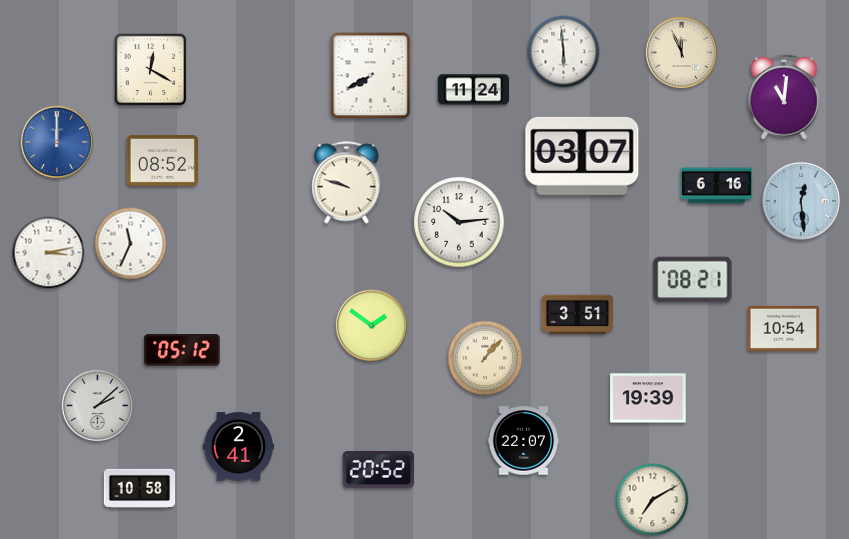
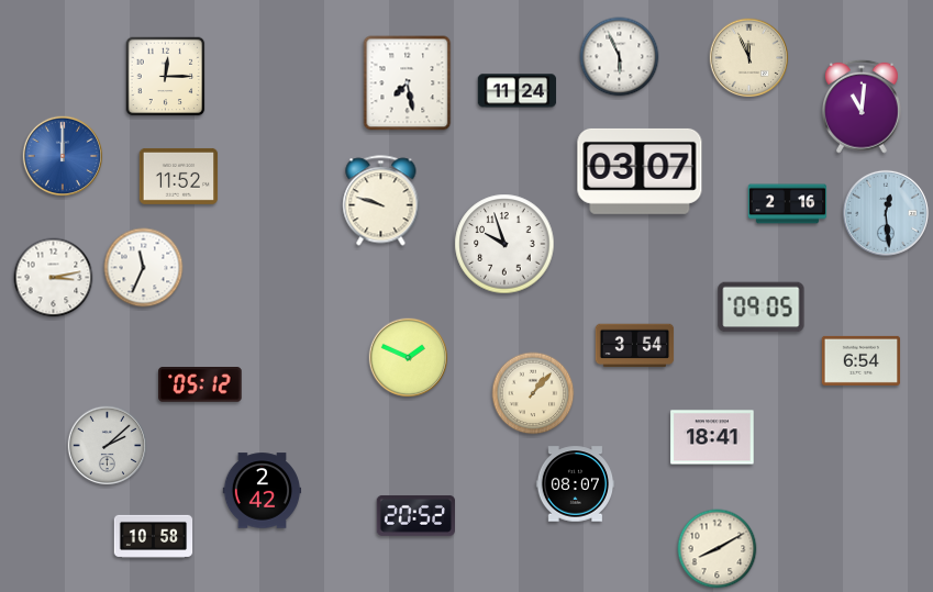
clock at (564, 52): 5:59 -> 5:56
clock at (151, 70): 12:20 -> 12:15
clock at (371, 76): 7:40 -> 7:28
clock at (474, 90) position: (474, 90) -> (518, 91)
clock at (163, 160): 08:52 -> 11:52
clock at (717, 186): 6:16 -> 2:16
clock at (801, 201) position: (801, 201) -> (886, 213)
clock at (459, 222): 10:14 -> 9:57
clock at (693, 280): 08:21 -> 09:05
clock at (578, 315): 3:51 -> 3:54
clock at (372, 326): 1:51 -> 1:49
clock at (784, 328): 10:54 -> 6:54
clock at (648, 398): 19:39 -> 18:41
clock at (524, 441): 22:07 -> 08:07
clock at (239, 447): 2:41 -> 2:42
clock at (653, 500): 7:10 -> 8:10
